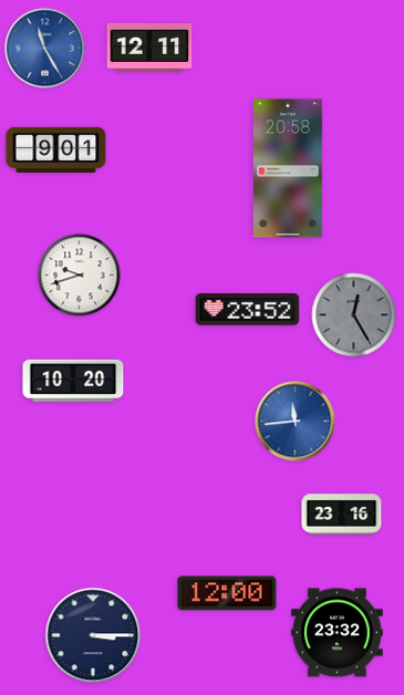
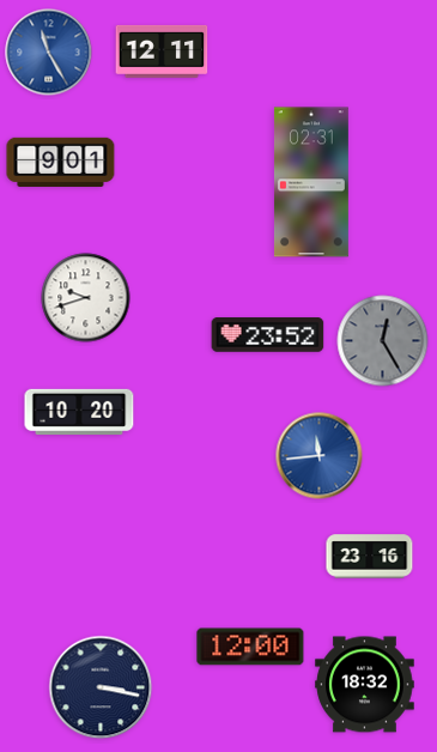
clock at (288, 168): 20:58 -> 02:31
clock at (227, 593) position: (227, 593) -> (250, 647)
clock at (338, 633): 23:32 -> 18:32
clock at (93, 635): 3:15 -> 3:17
